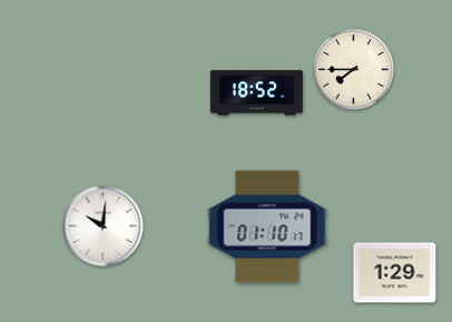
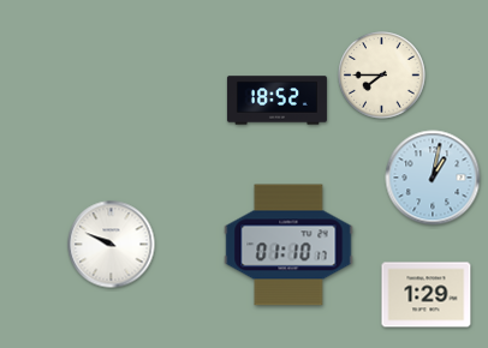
clock at (433, 178): none -> 1:02
clock at (104, 227): 10:01 -> 9:49
